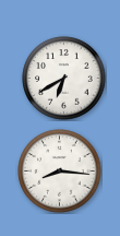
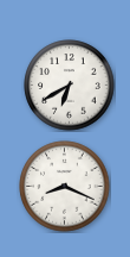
clock at (60, 172): 8:16 -> 8:19
